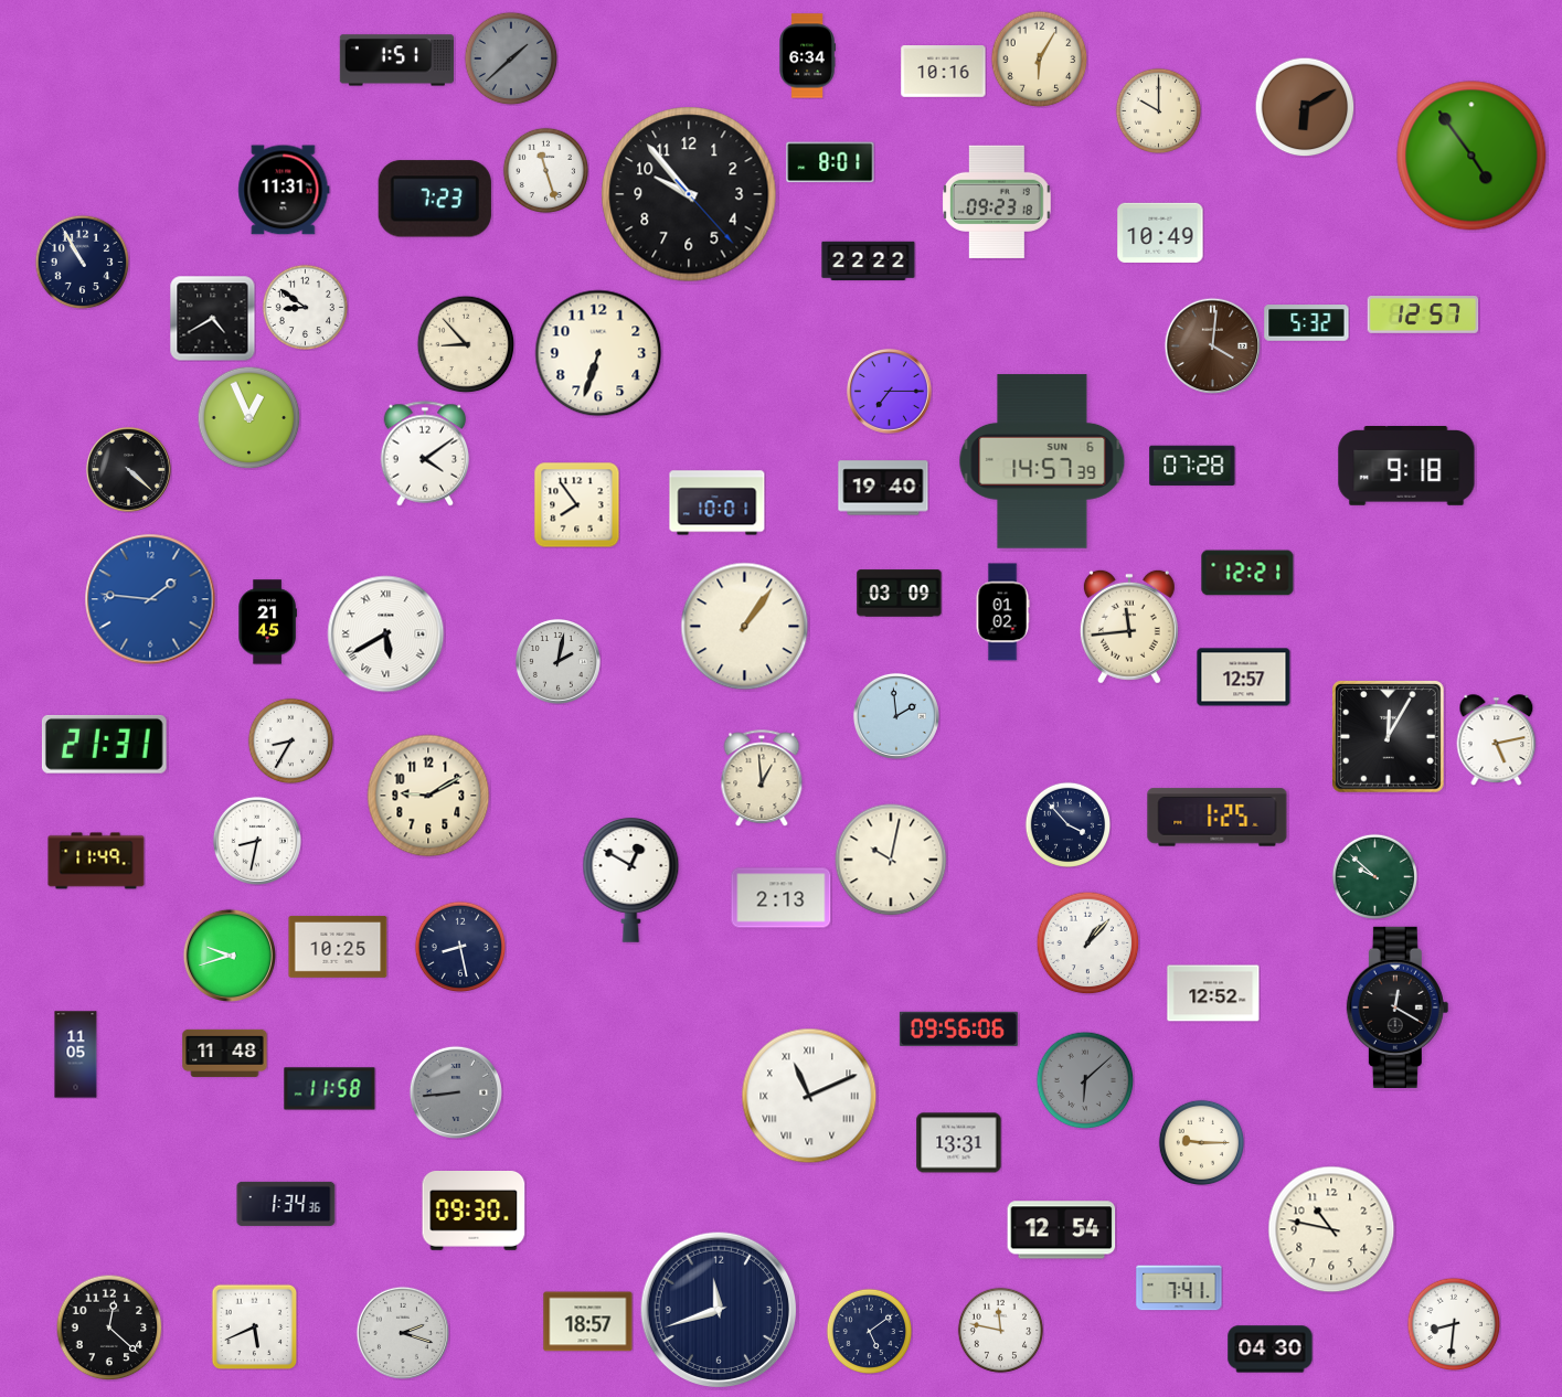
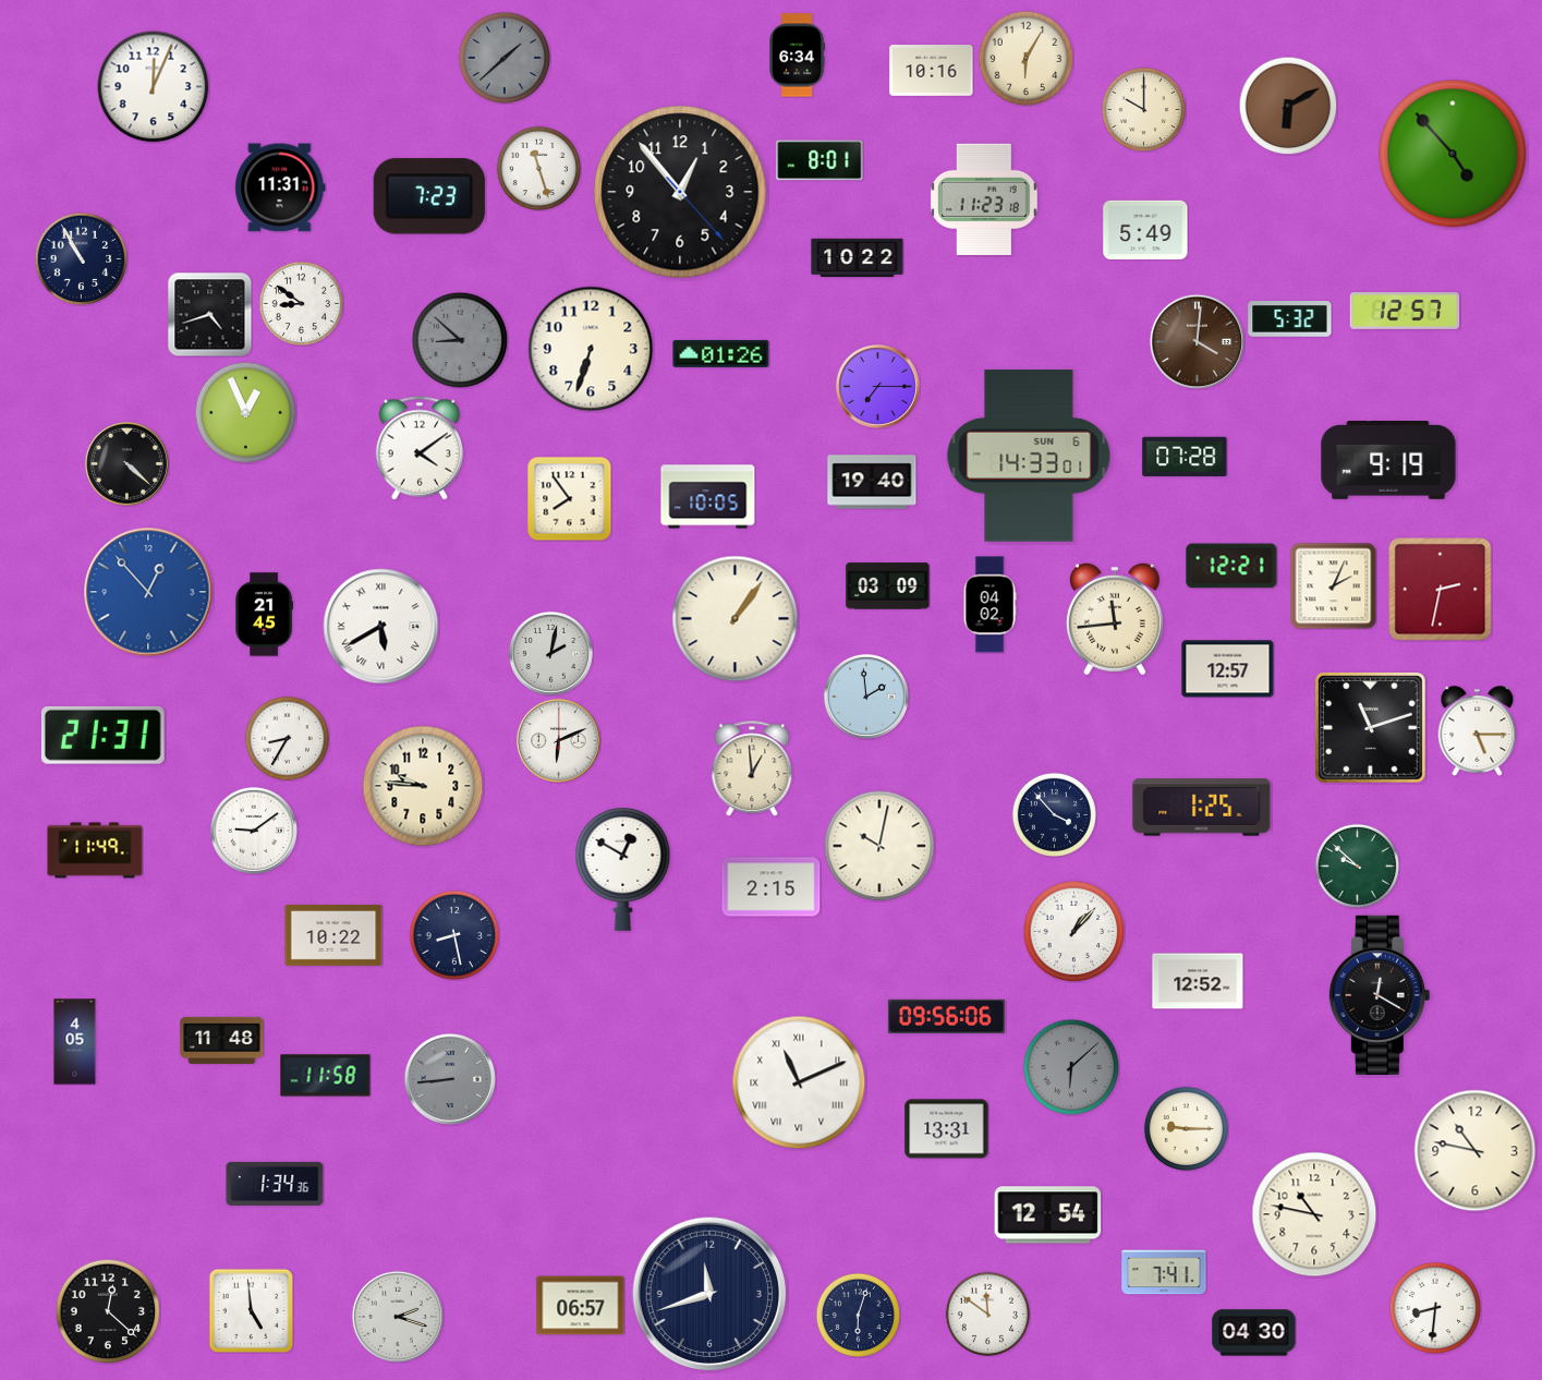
clock at (396, 61): 1:51 -> none
clock at (154, 87): none -> 12:04
clock at (1471, 156): 4:54 -> 4:53
clock at (689, 194): 9:53 -> 12:53
clock at (998, 202): 09:23 -> 11:23
clock at (1160, 233): 10:49 -> 5:49
clock at (869, 262): 22:22 -> 10:22
clock at (212, 318): 4:40 -> 4:42
clock at (466, 344): 8:53 -> 8:52
clock at (466, 344) dial: cream -> grey
clock at (721, 353): none -> 01:26
clock at (1042, 461): 14:57 -> 14:33
clock at (1192, 466) position: (1192, 466) -> (1185, 457)
clock at (1406, 467): 9:18 -> 9:19
clock at (718, 503): 10:01 -> 10:05
clock at (1333, 585): none -> 2:04
clock at (1441, 590): none -> 2:32
clock at (150, 599): 1:46 -> 12:53
clock at (1002, 612): 01:02 -> 04:02
clock at (896, 716) position: (896, 716) -> (866, 697)
clock at (1389, 737): 12:05 -> 11:12
clock at (290, 740) position: (290, 740) -> (287, 738)
clock at (1497, 740): 5:13 -> 5:15
clock at (558, 740): none -> 6:11
clock at (428, 796): 9:10 -> 9:46
clock at (257, 841): 8:32 -> 9:09
clock at (891, 860) position: (891, 860) -> (879, 846)
clock at (782, 898): 2:13 -> 2:15
clock at (338, 947): 10:25 -> 10:22
clock at (229, 955): 9:42 -> none
clock at (76, 1055): 11:05 -> 4:05
clock at (1476, 1151): none -> 10:47
clock at (286, 1204) position: (286, 1204) -> (275, 1184)
clock at (474, 1212): 09:30 -> none
clock at (588, 1322): 18:57 -> 06:57
clock at (254, 1326): 5:41 -> 4:59
clock at (1000, 1330): 11:47 -> 11:51
clock at (869, 1331): 5:09 -> 6:03
